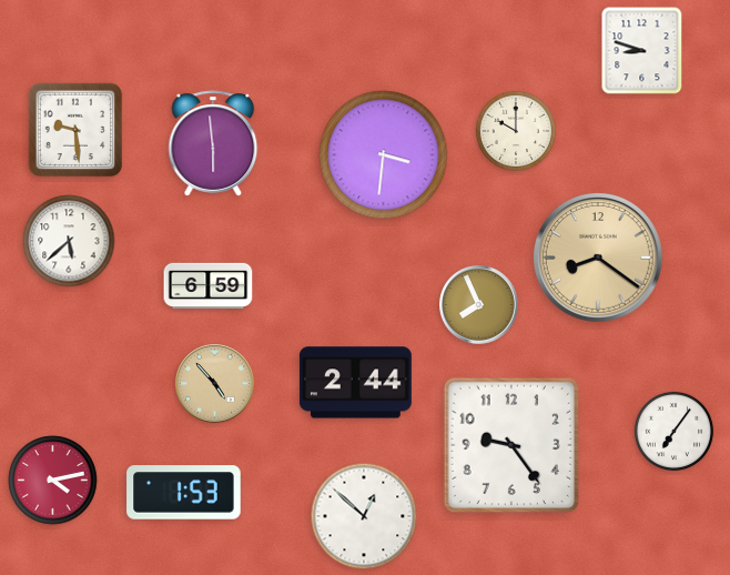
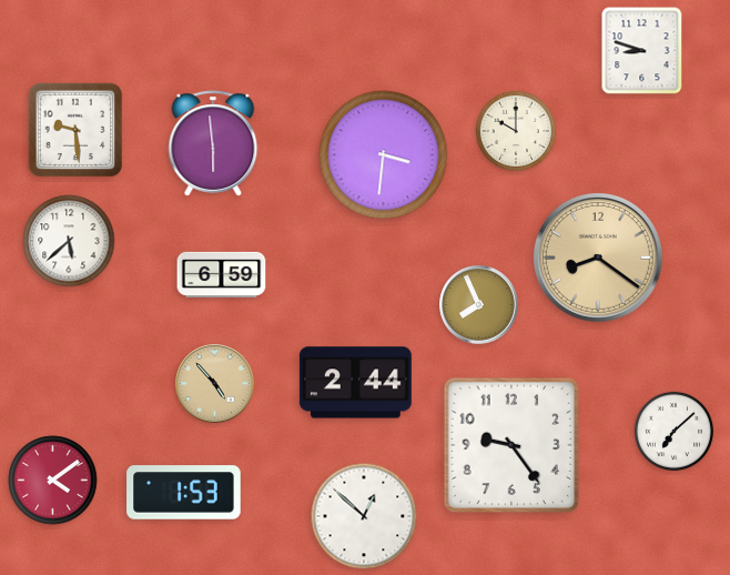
clock at (209, 285) position: (209, 285) -> (222, 274)
clock at (675, 432): 7:06 -> 7:08
clock at (53, 481): 4:13 -> 4:09
